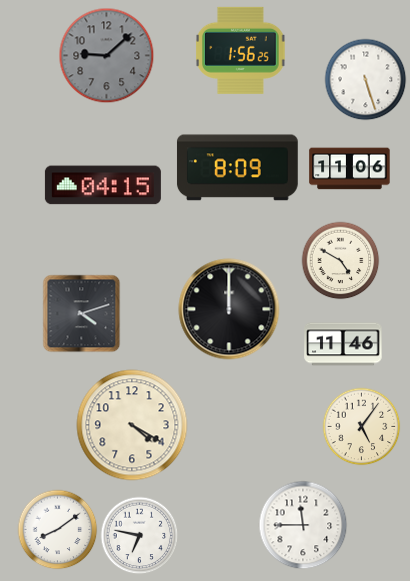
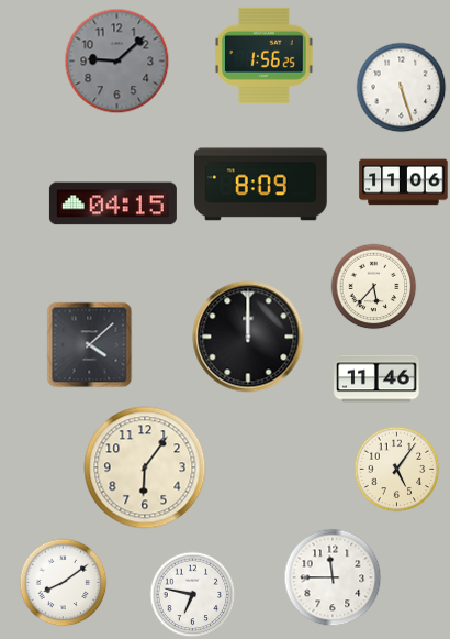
clock at (350, 169) position: (350, 169) -> (404, 183)
clock at (340, 260): 4:50 -> 5:37
clock at (229, 309) position: (229, 309) -> (248, 337)
clock at (81, 313): 4:12 -> 4:08
clock at (132, 425): 4:20 -> 6:06
clock at (139, 535) position: (139, 535) -> (192, 594)
